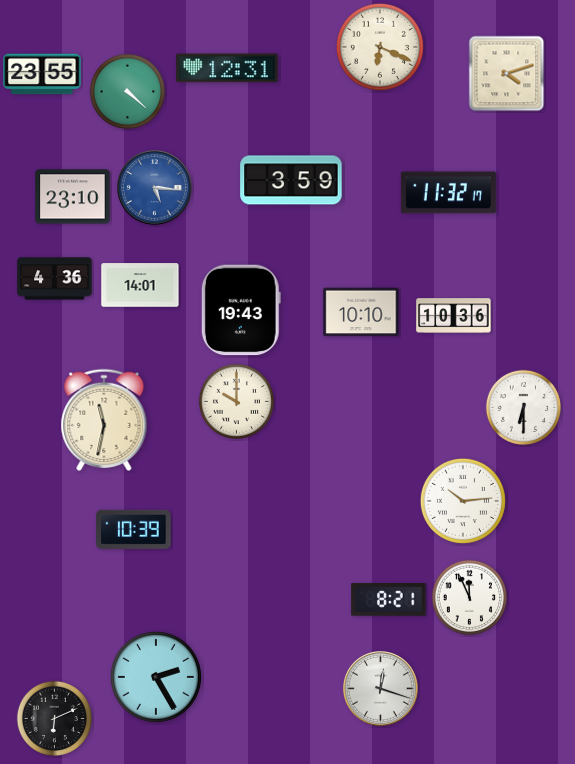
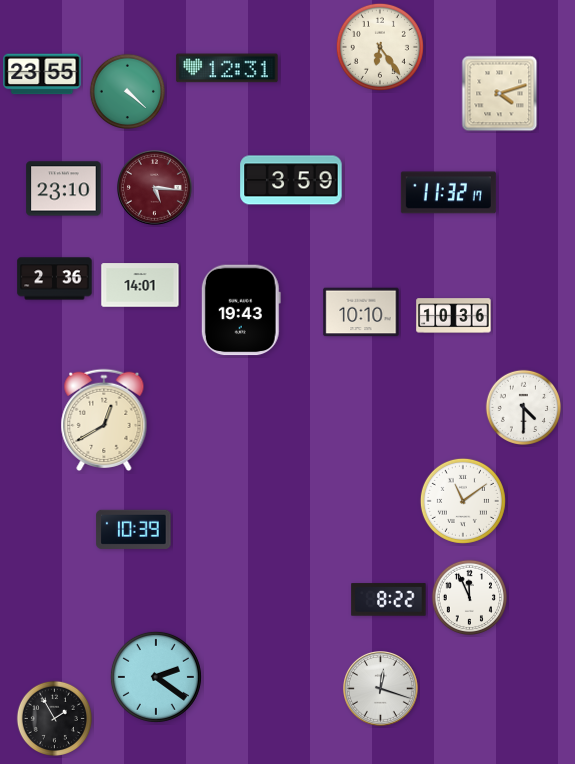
clock at (380, 47): 6:19 -> 6:24
clock at (507, 74) position: (507, 74) -> (500, 94)
clock at (155, 188) dial: blue -> burgundy
clock at (73, 197) position: (73, 197) -> (64, 189)
clock at (55, 279): 4:36 -> 2:36
clock at (236, 401): 10:00 -> none
clock at (523, 407): 6:30 -> 4:30
clock at (104, 419): 11:32 -> 12:40
clock at (463, 501): 10:14 -> 11:09
clock at (389, 600): 8:21 -> 8:22
clock at (156, 677): 2:25 -> 2:21
clock at (54, 718): 6:11 -> 1:55
